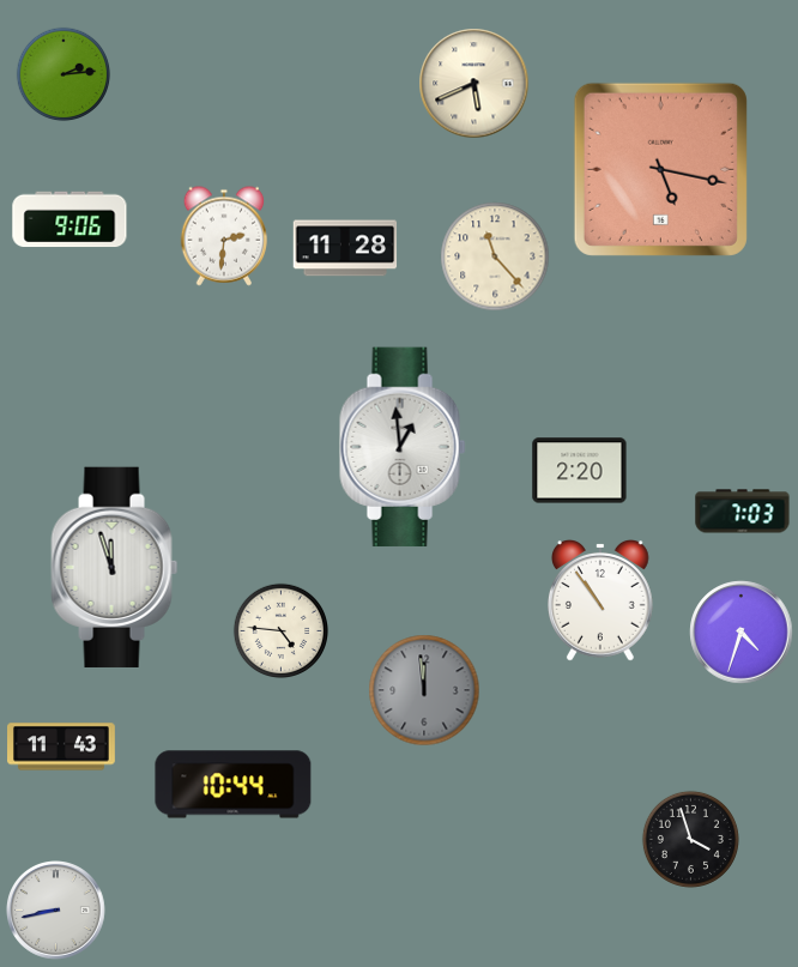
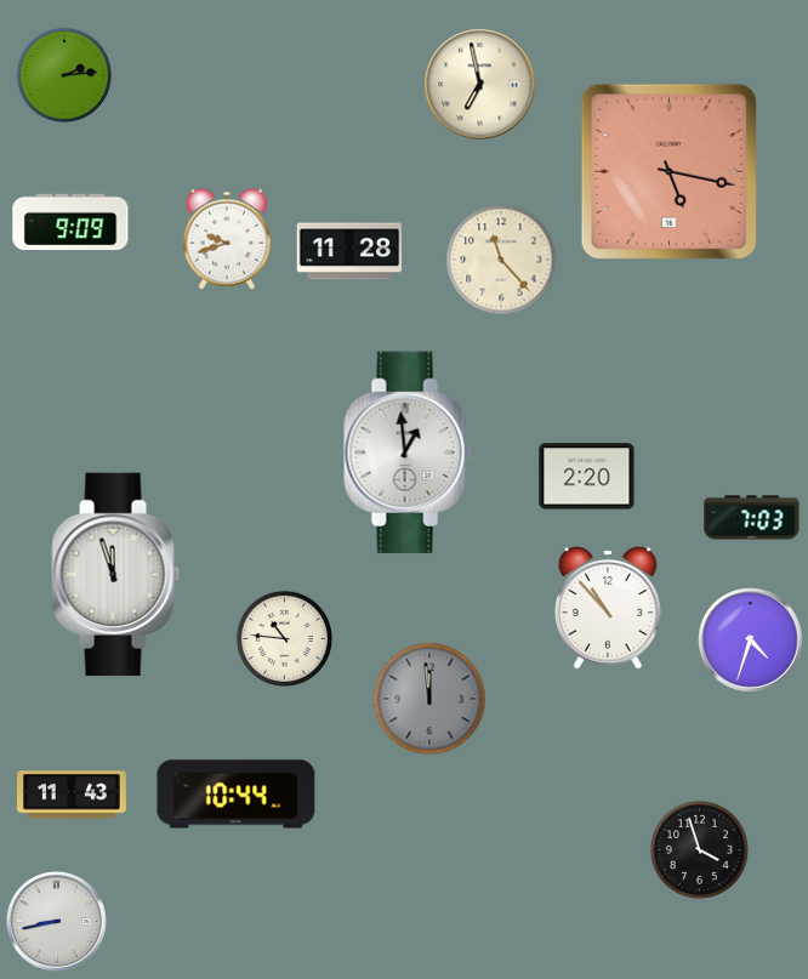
clock at (474, 84): 5:41 -> 6:58
clock at (69, 219): 9:06 -> 9:09
clock at (223, 236): 2:31 -> 9:42
clock at (601, 602): 10:54 -> 10:53
clock at (280, 630): 4:46 -> 10:46
clock at (62, 747) position: (62, 747) -> (73, 795)
